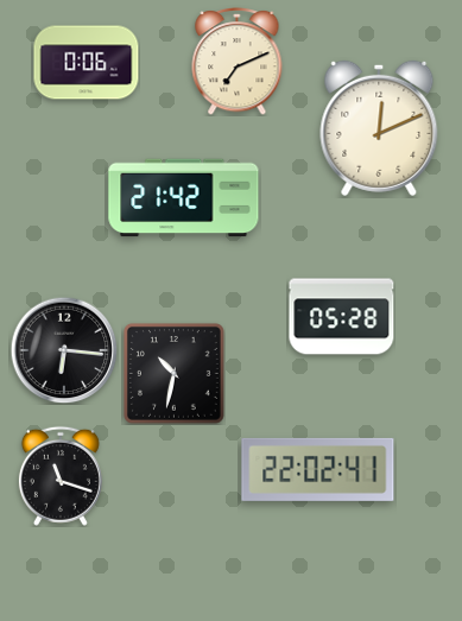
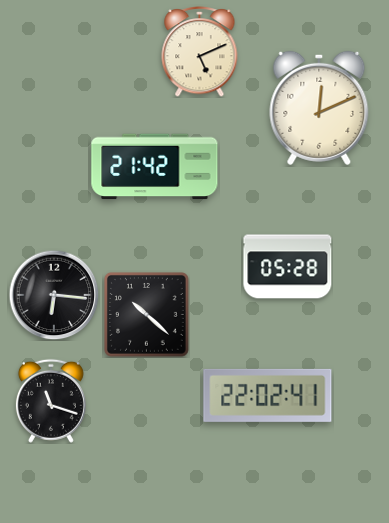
clock at (238, 61): 7:11 -> 5:11
clock at (87, 63): 0:06 -> none
clock at (175, 374): 10:32 -> 10:22
